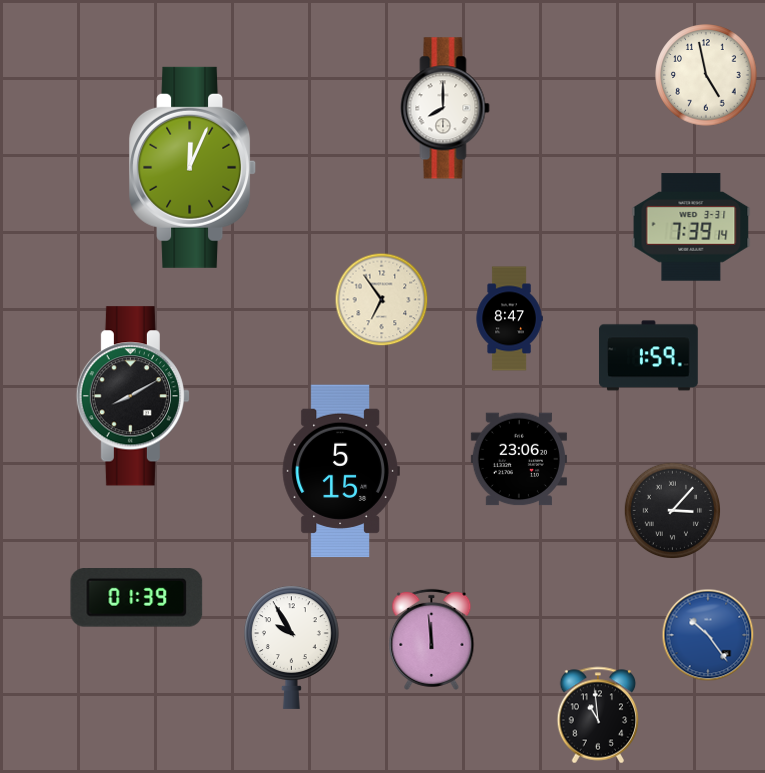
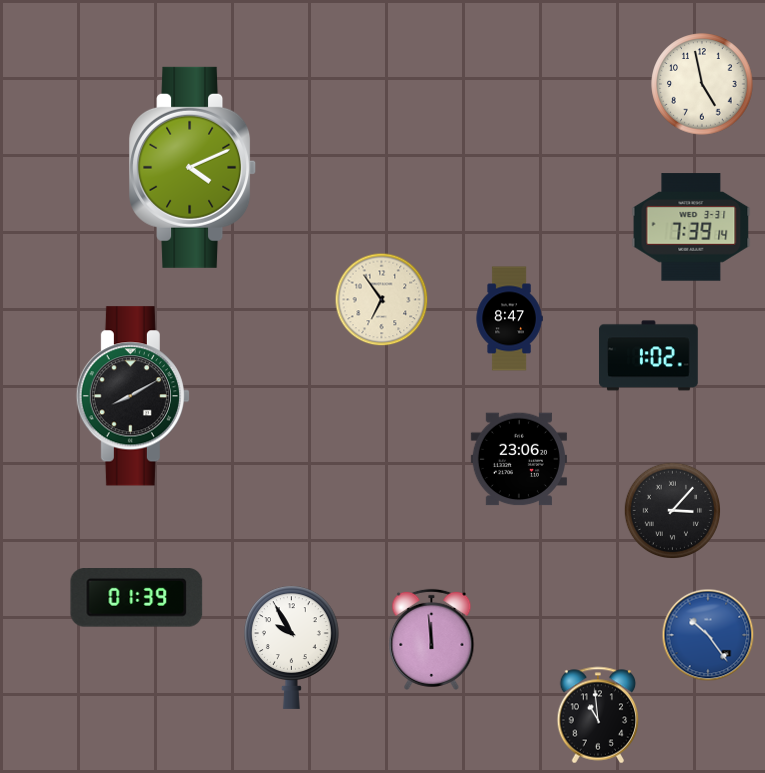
clock at (706, 75) position: (706, 75) -> (702, 84)
clock at (445, 108): 8:00 -> none
clock at (193, 167): 12:04 -> 4:11
clock at (649, 356): 1:59 -> 1:02
clock at (341, 471): 5:15 -> none
